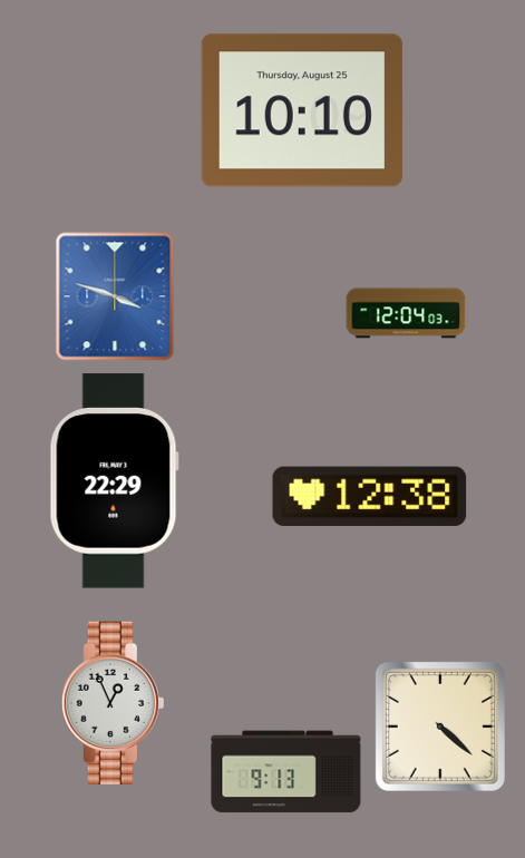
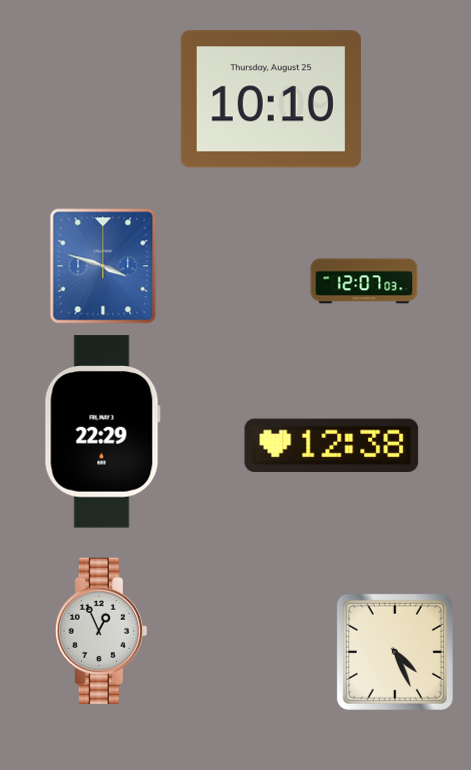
clock at (406, 313): 12:04 -> 12:07
clock at (440, 727): 4:22 -> 4:26
clock at (286, 772): 9:13 -> none
